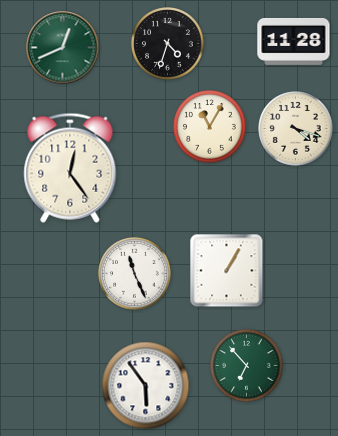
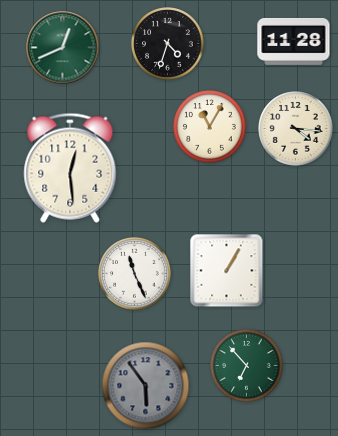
clock at (296, 129): 4:18 -> 4:16
clock at (70, 168): 12:24 -> 12:29
clock at (146, 386) dial: white -> grey
